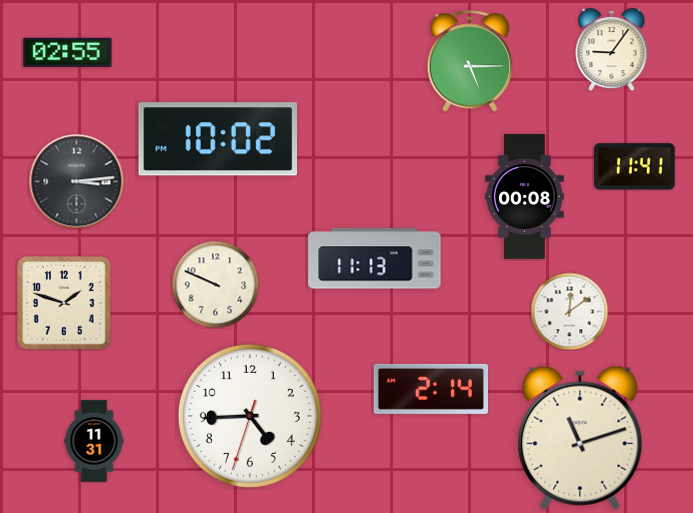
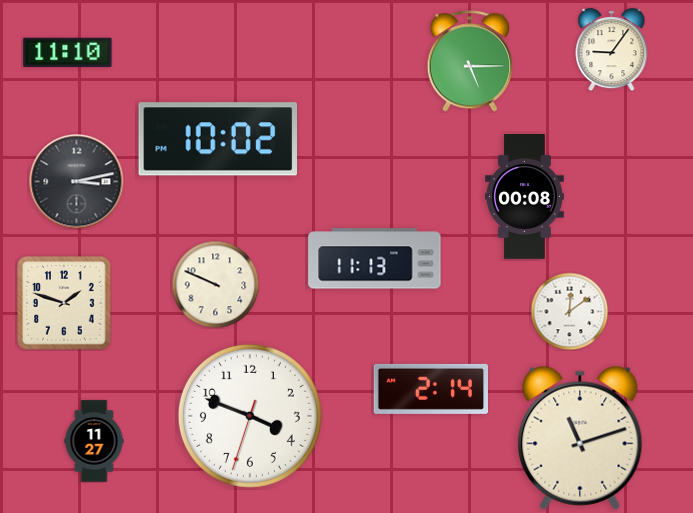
clock at (68, 53): 02:55 -> 11:10
clock at (635, 167): 11:41 -> none
clock at (76, 181): 3:14 -> 3:13
clock at (250, 416): 4:44 -> 3:48
clock at (94, 441): 11:31 -> 11:27
